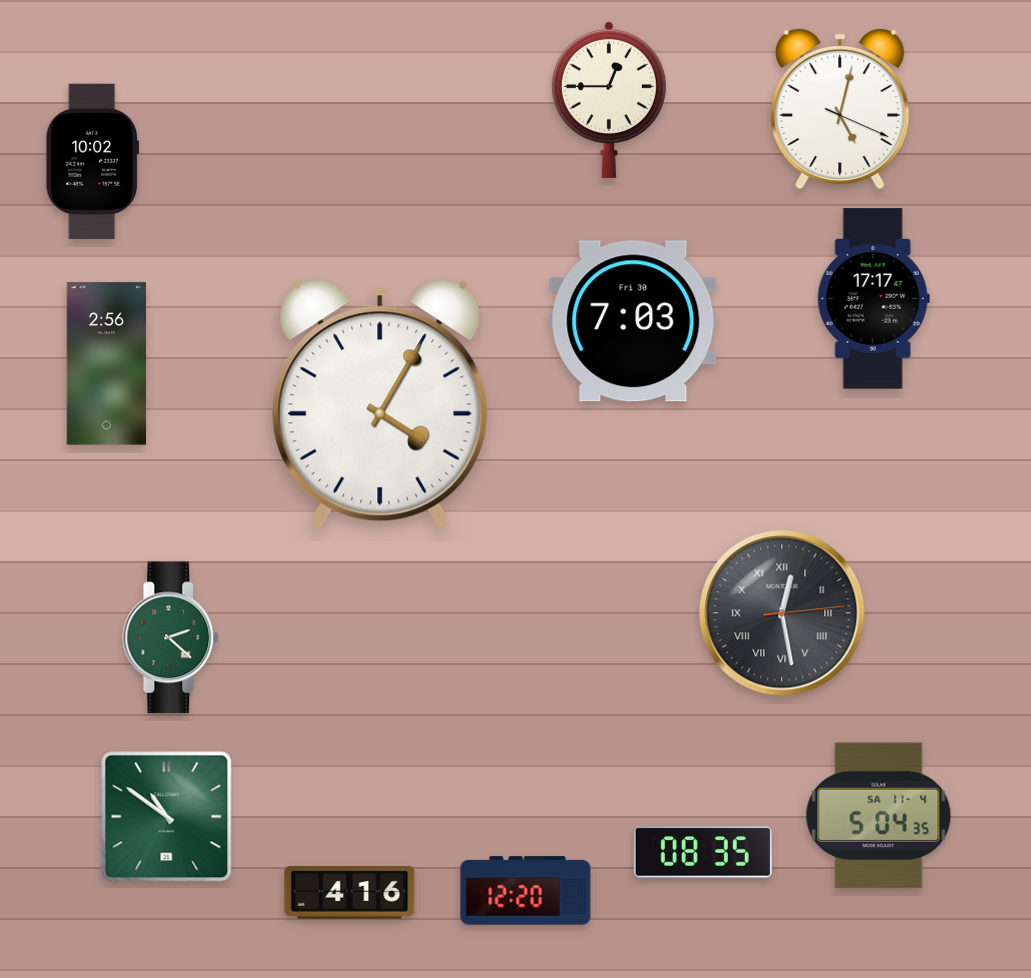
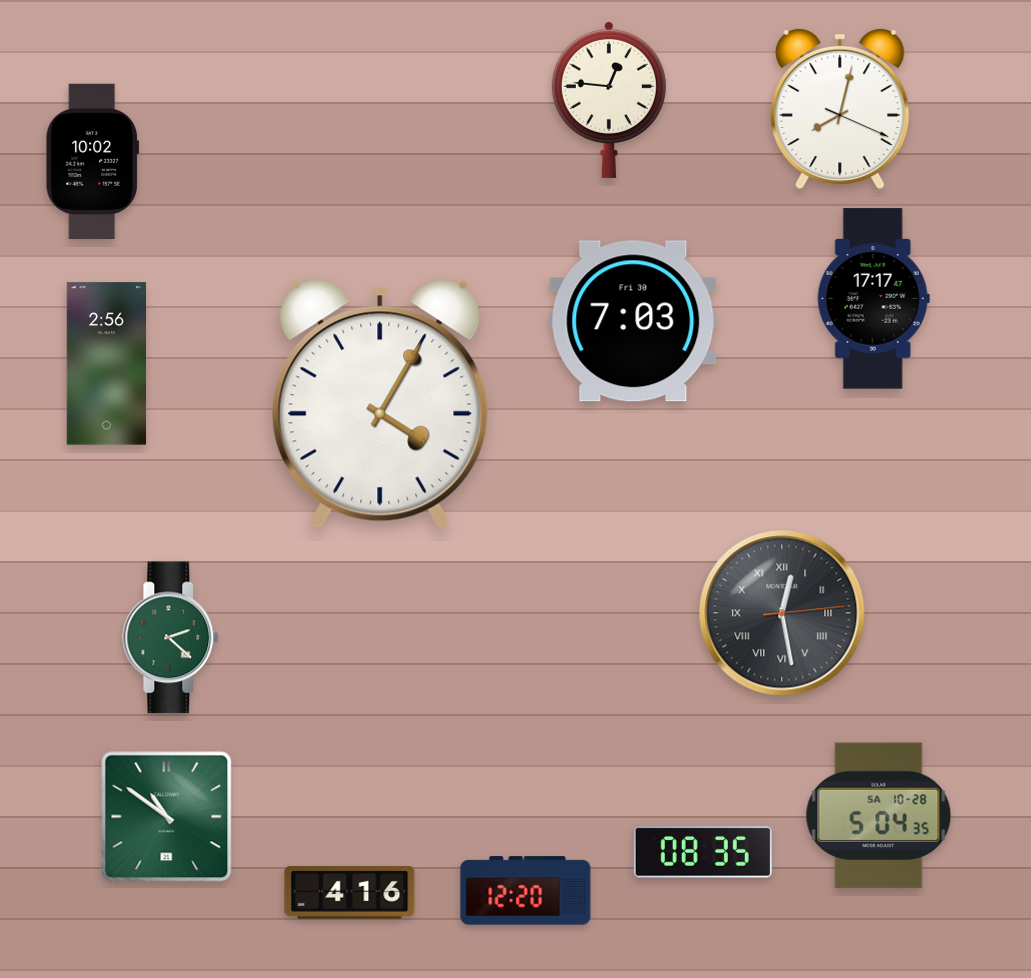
clock at (609, 99): 12:45 -> 12:46
clock at (840, 109): 5:02 -> 8:02
clock at (879, 816) date: SA 11-4 -> SA 10-28
